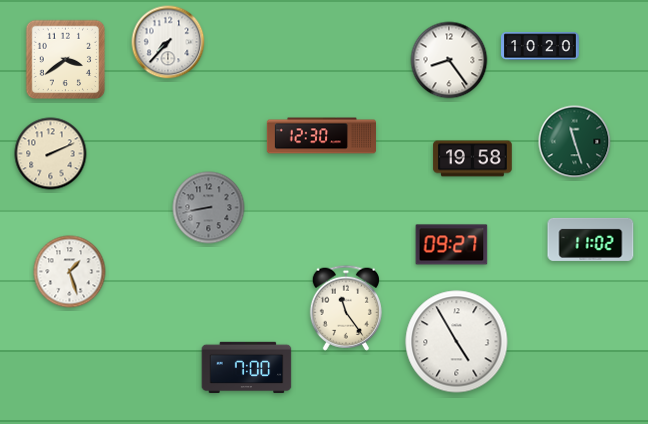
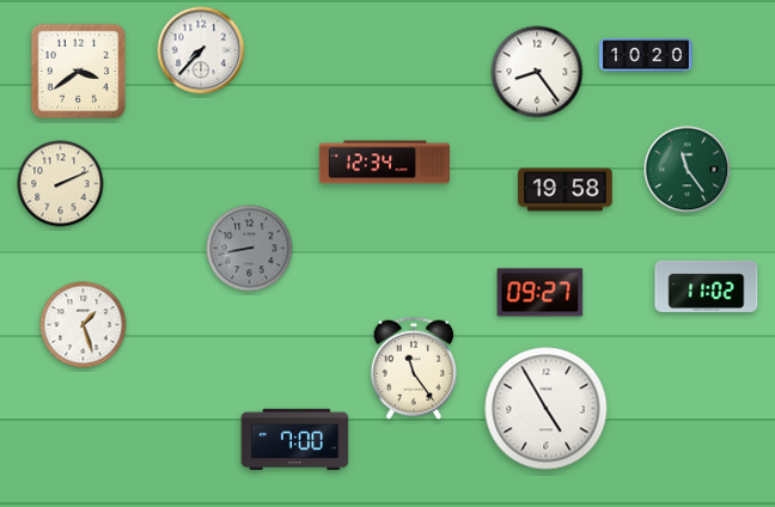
clock at (321, 136): 12:30 -> 12:34
clock at (575, 142): 11:27 -> 11:24
